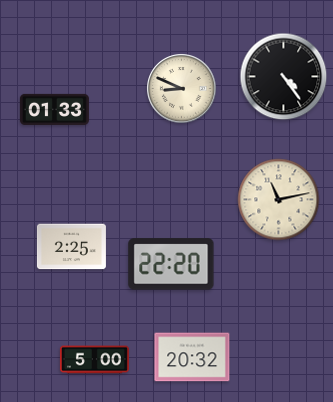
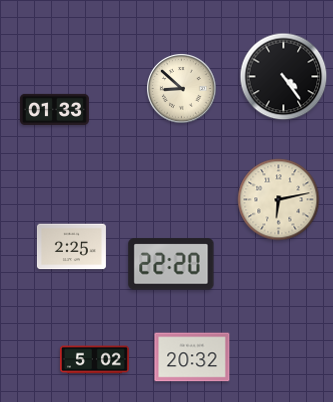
clock at (182, 89): 8:49 -> 8:52
clock at (279, 200): 11:13 -> 6:13
clock at (94, 360): 5:00 -> 5:02
